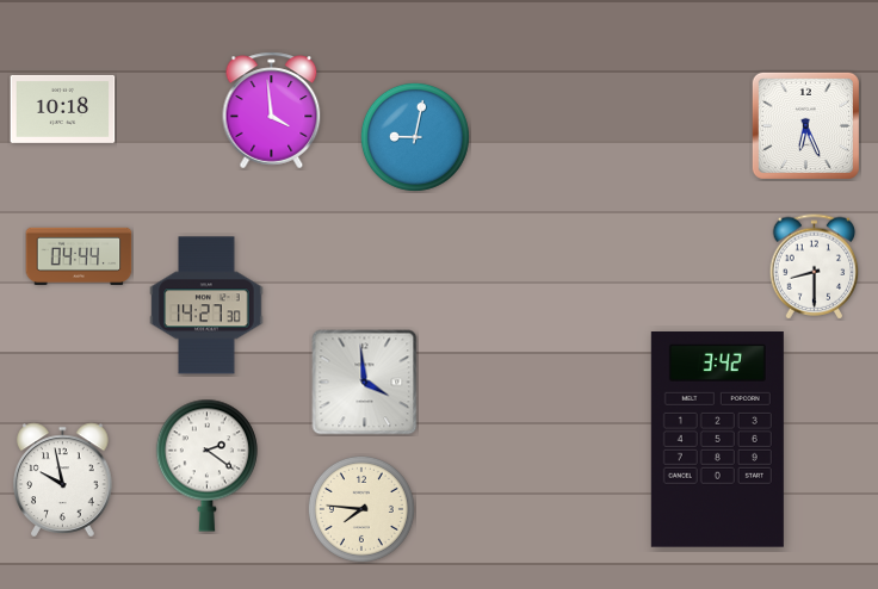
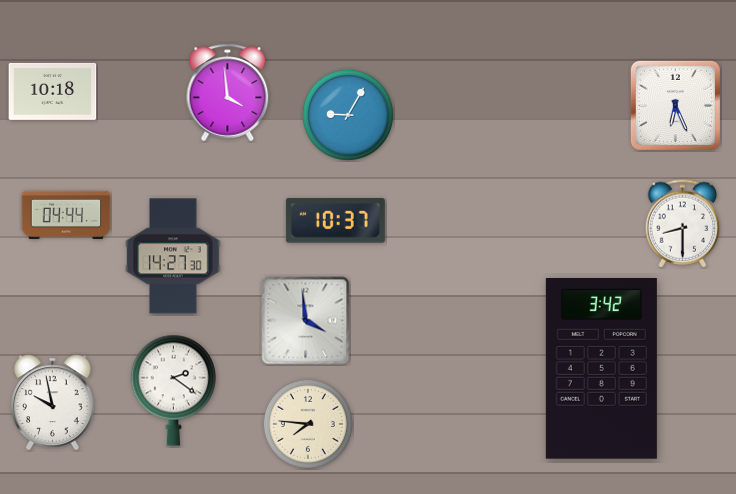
clock at (415, 137): 9:02 -> 9:05
clock at (335, 221): none -> 10:37
clock at (361, 509) position: (361, 509) -> (308, 424)
